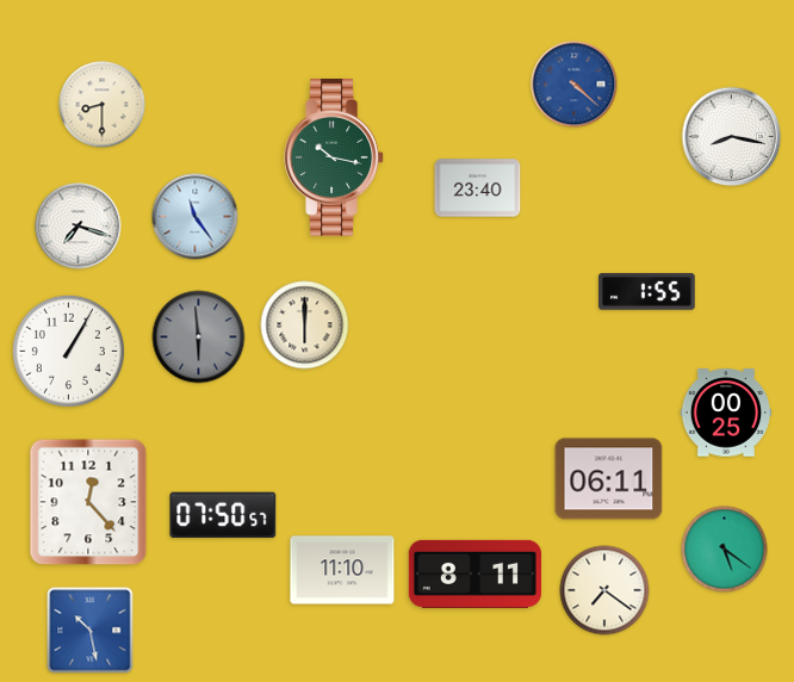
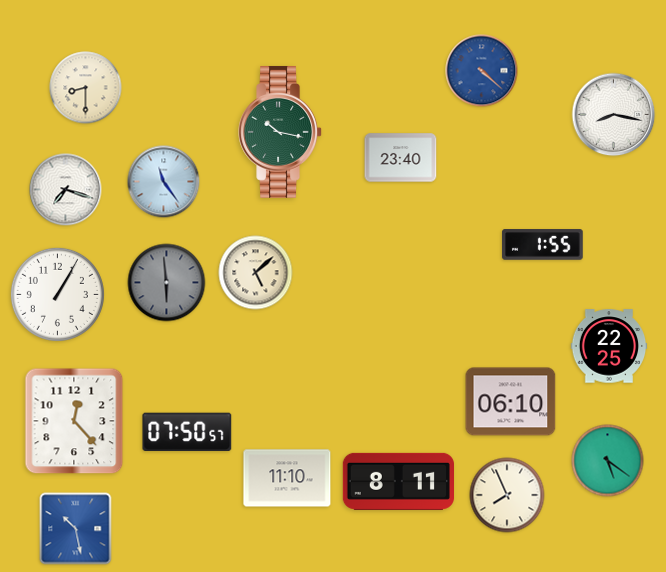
clock at (305, 325): 6:00 -> 5:08
clock at (726, 413): 00:25 -> 22:25
clock at (609, 479): 06:11 -> 06:10
clock at (604, 590): 7:21 -> 7:56
